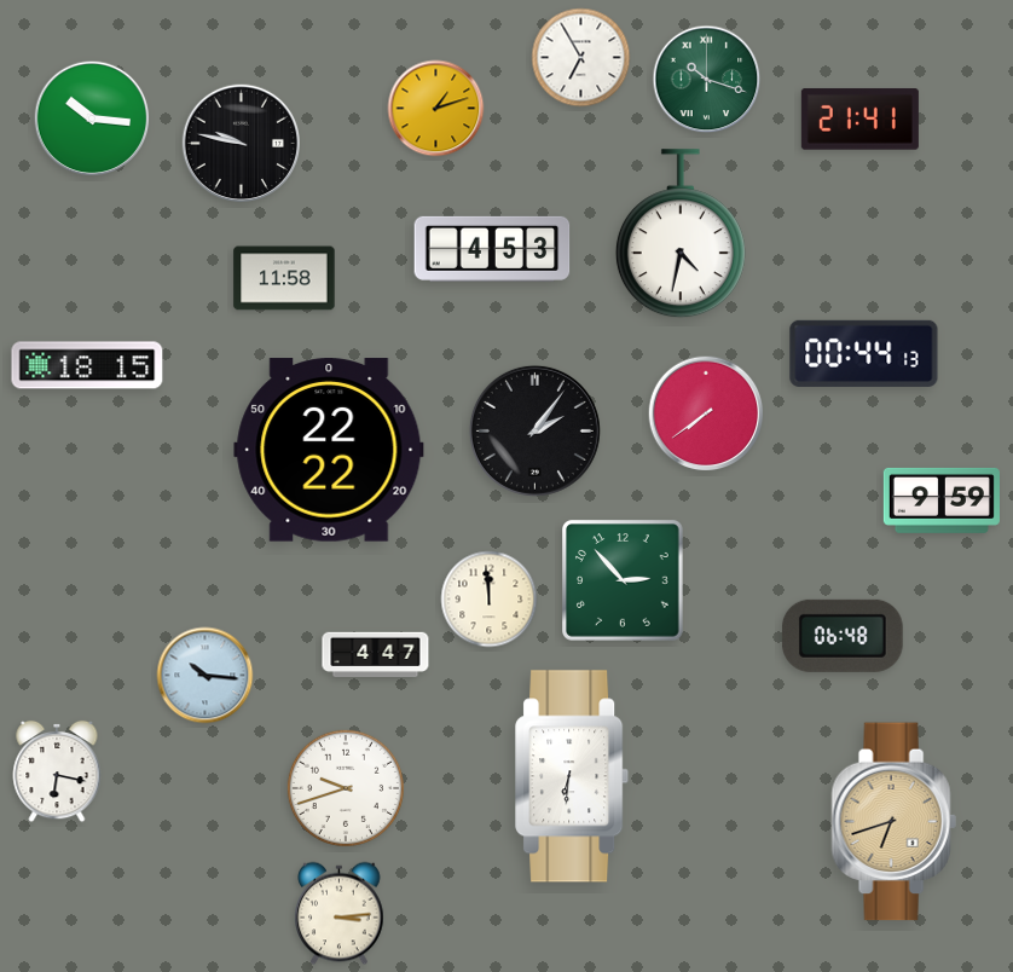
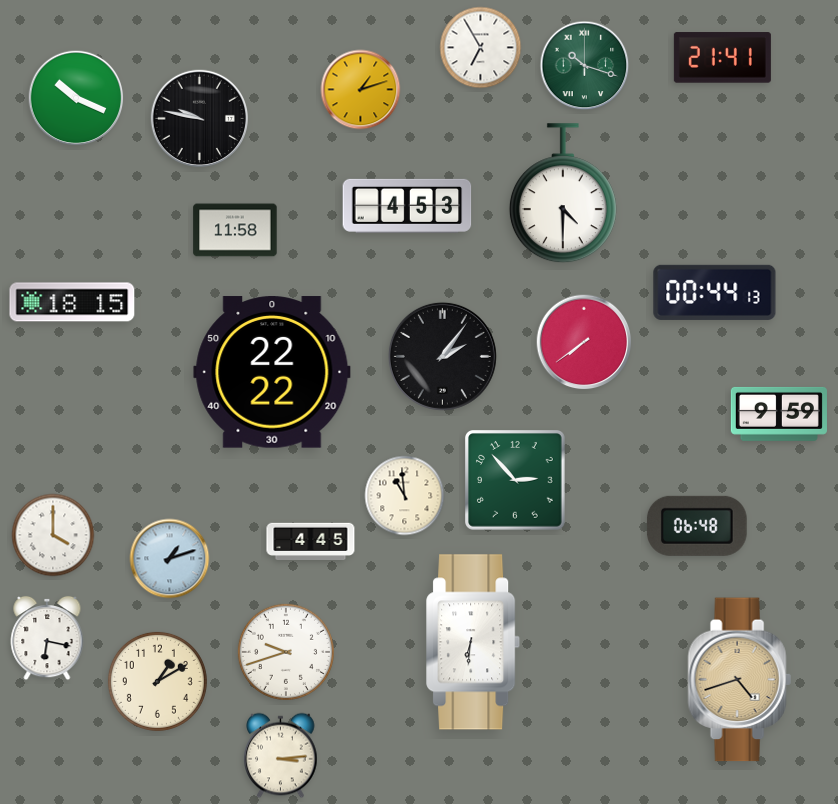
clock at (92, 118): 10:16 -> 10:19
clock at (859, 120) position: (859, 120) -> (722, 58)
clock at (681, 235): 4:32 -> 4:30
clock at (490, 600): 11:59 -> 10:59
clock at (53, 535): none -> 4:00
clock at (376, 655): 4:47 -> 4:45
clock at (206, 676): 10:16 -> 1:12
clock at (893, 822): 6:42 -> 4:42
clock at (157, 681): none -> 1:10
